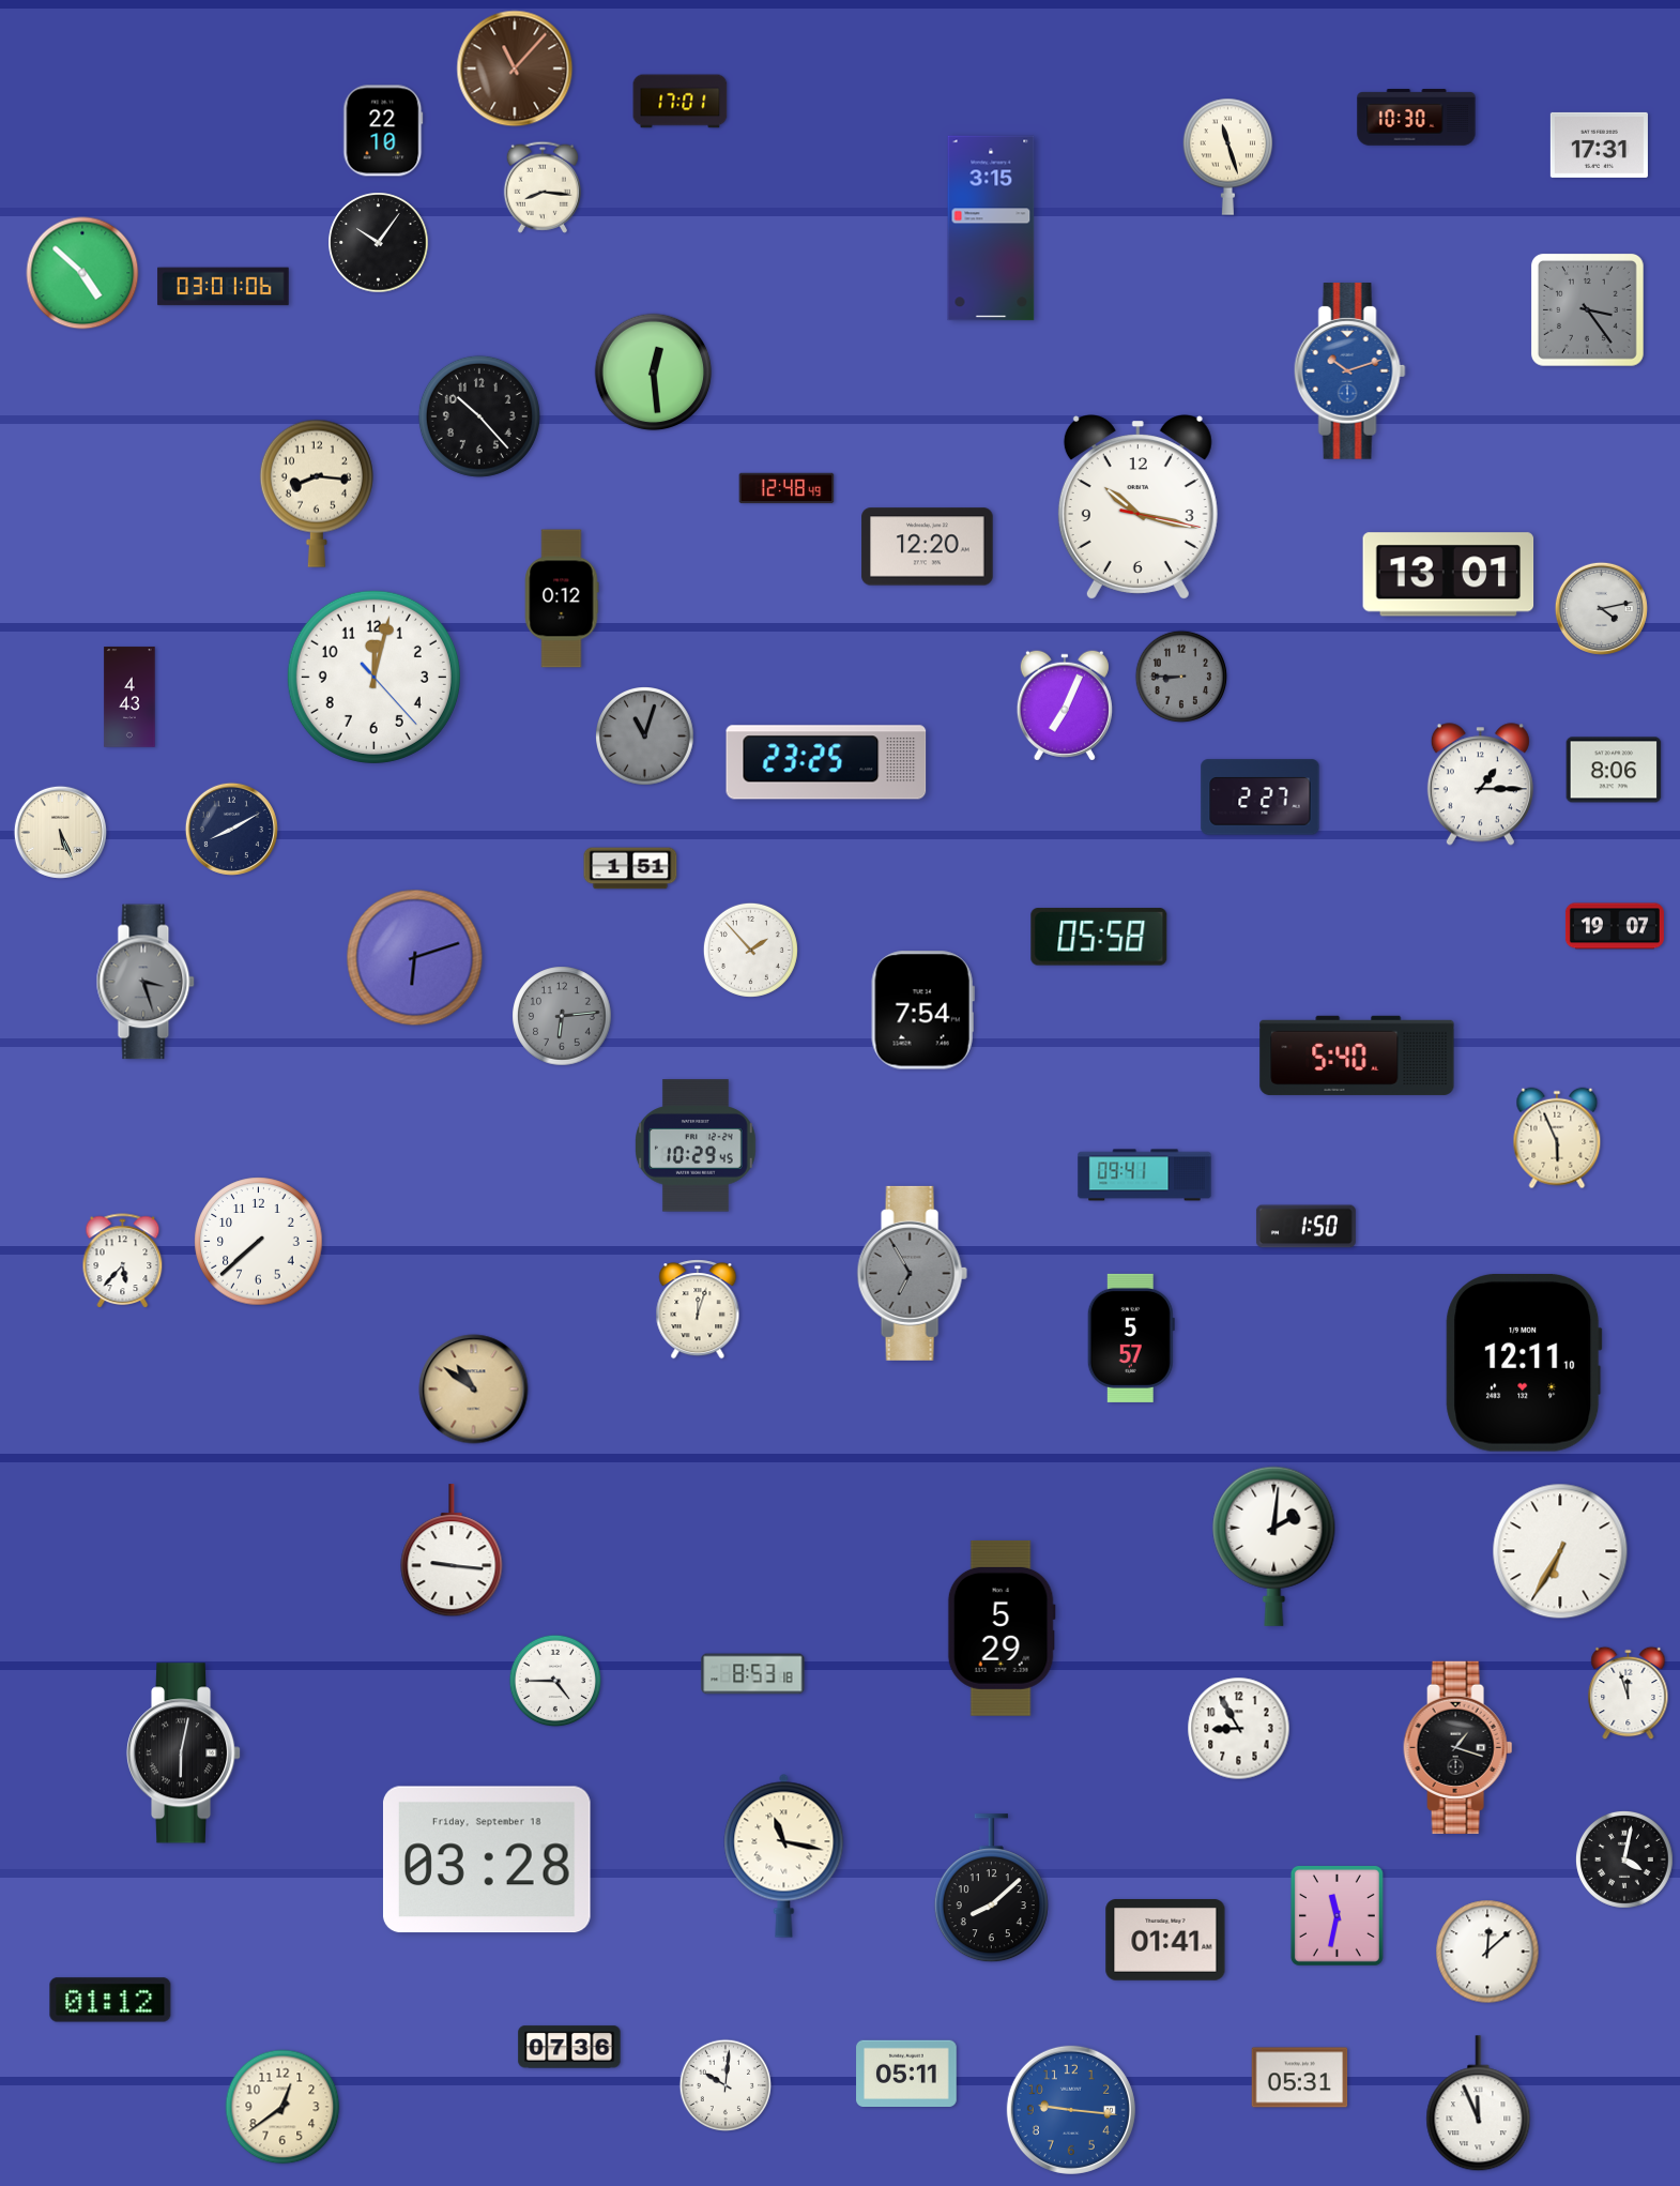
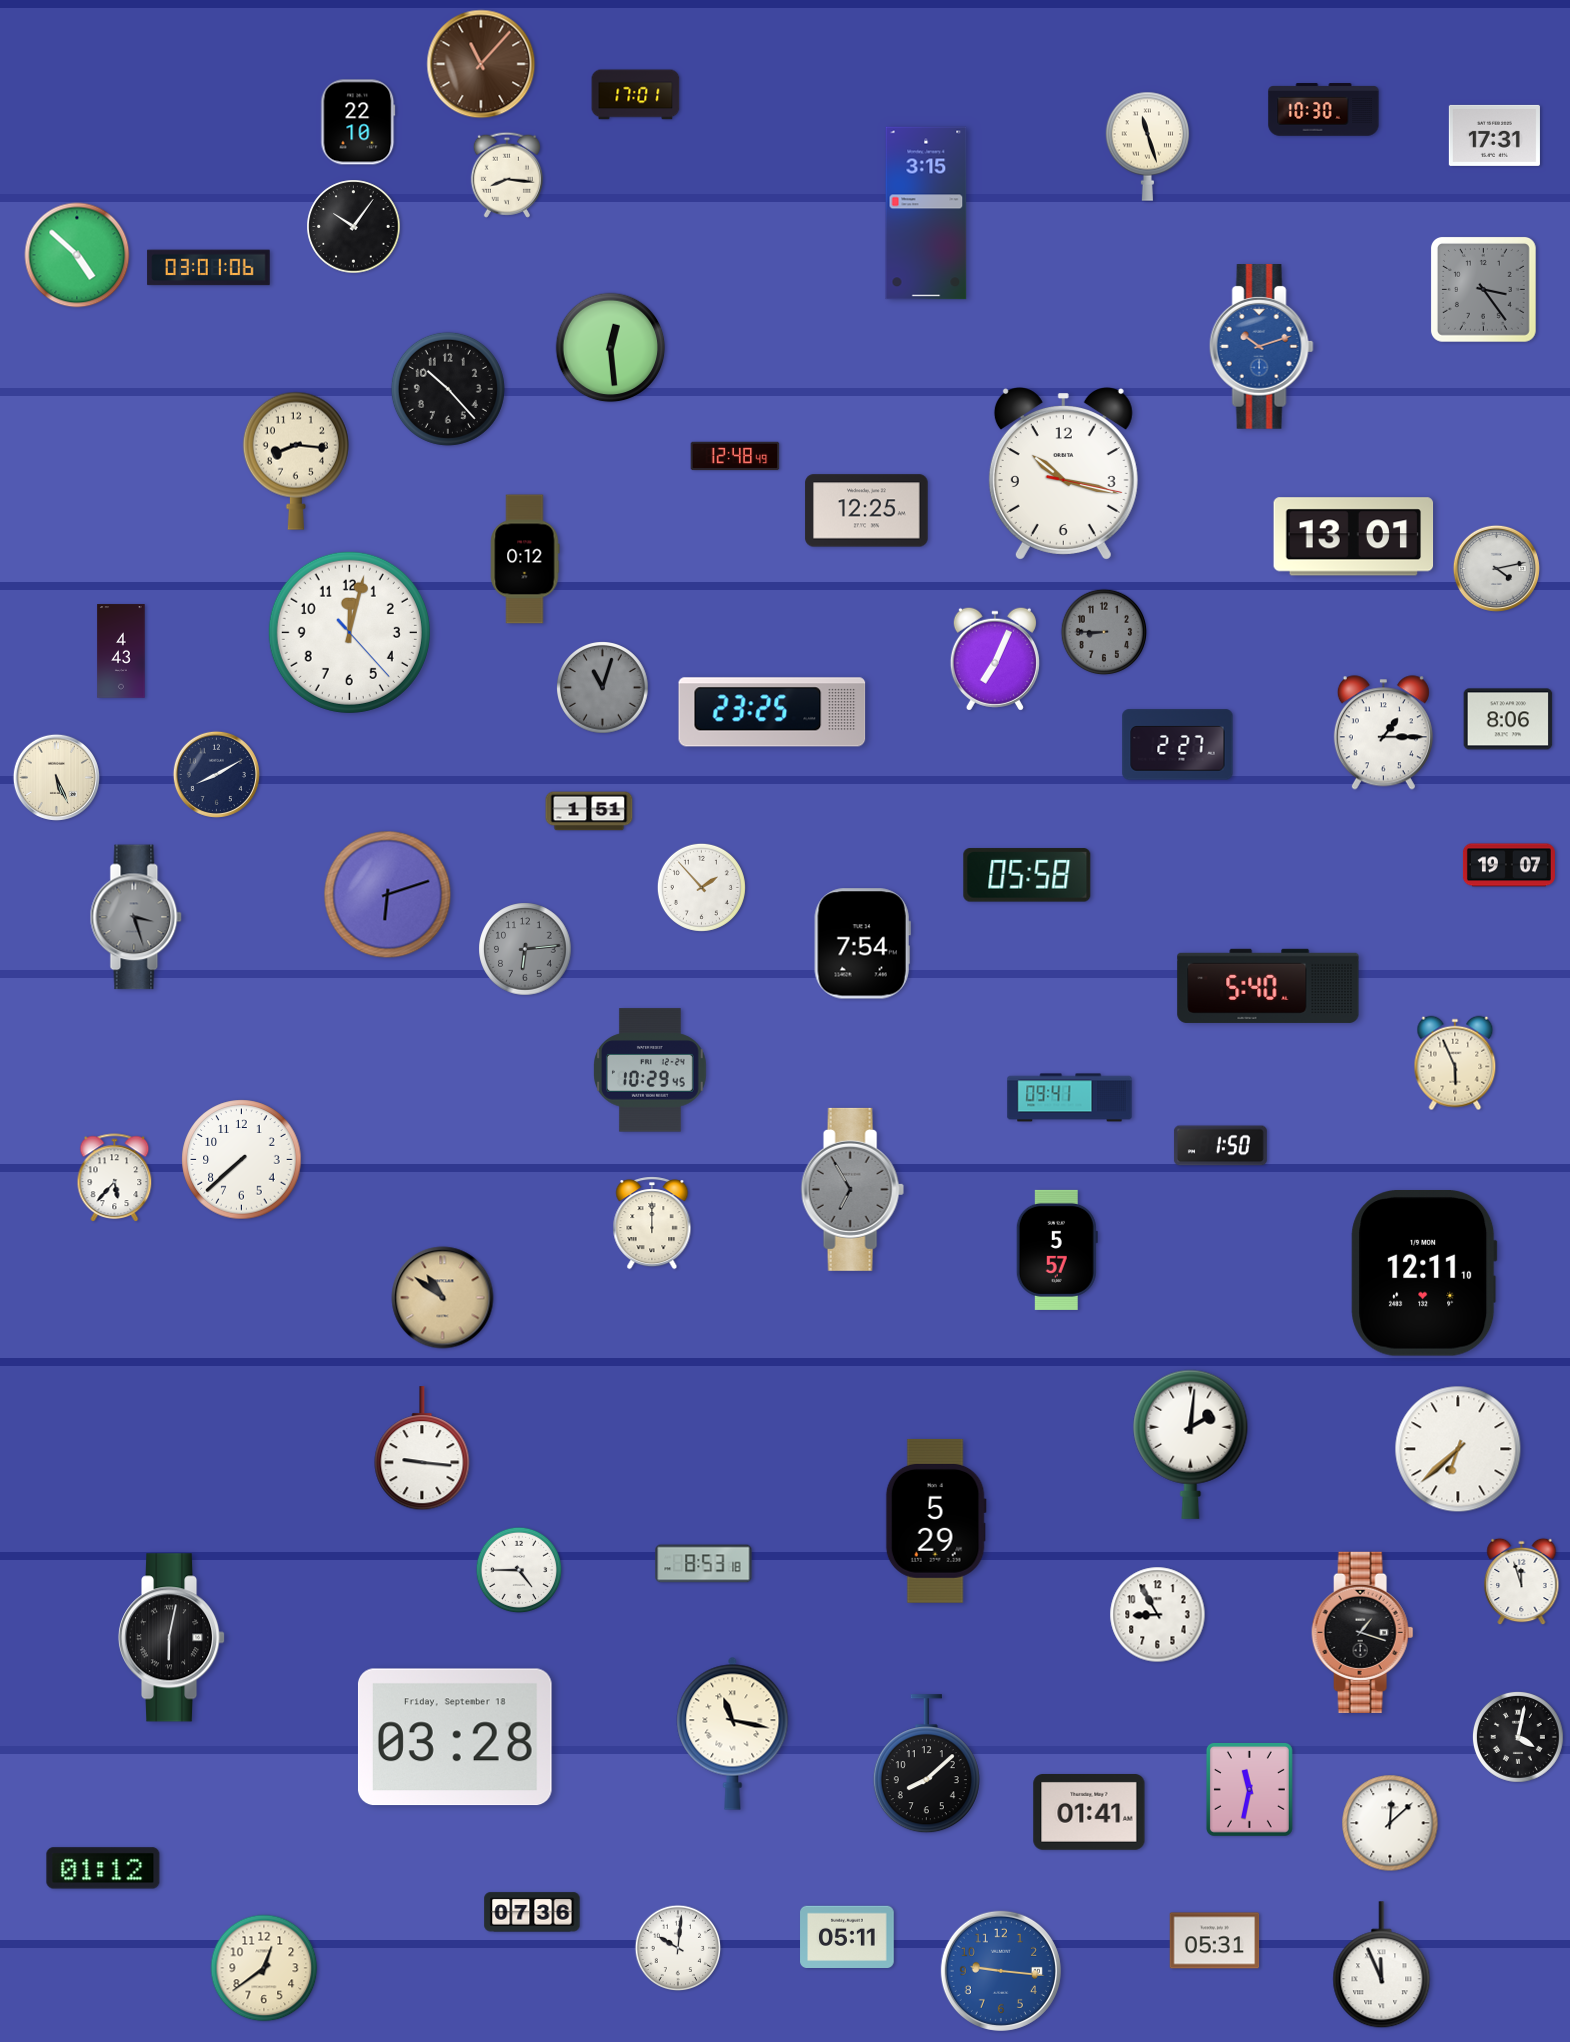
clock at (928, 547): 12:20 -> 12:25
clock at (698, 1309): 12:03 -> 12:00
clock at (1560, 1551): 6:35 -> 6:38
